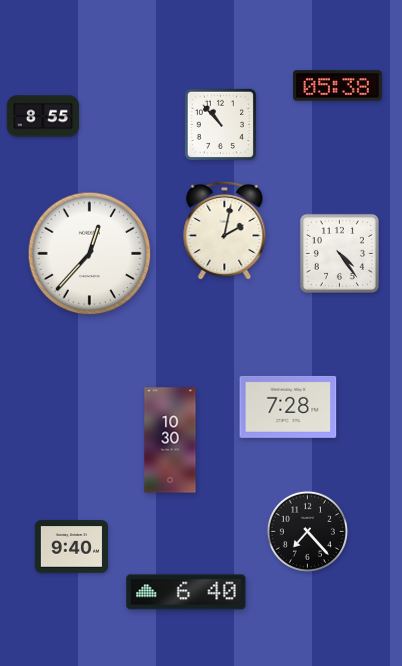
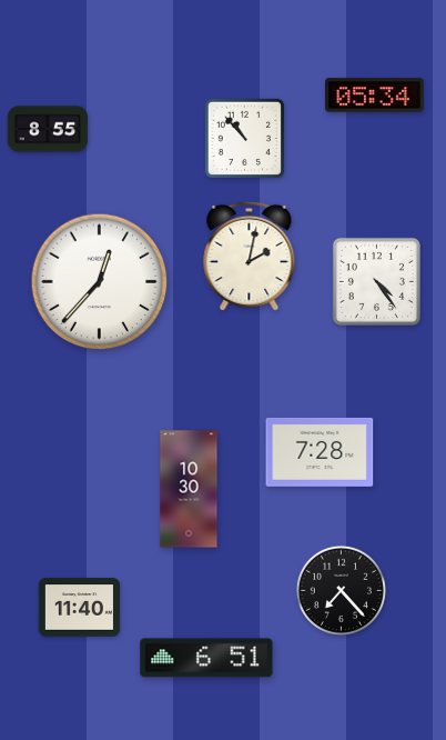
clock at (338, 86): 05:38 -> 05:34
clock at (71, 547): 9:40 -> 11:40
clock at (186, 592): 6:40 -> 6:51
